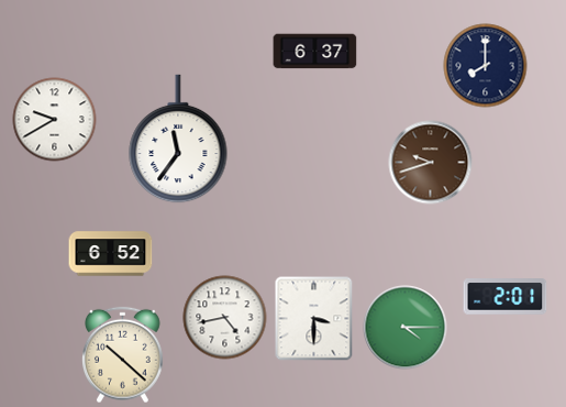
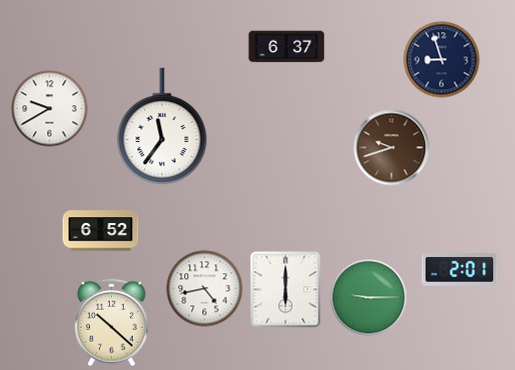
clock at (486, 66): 8:00 -> 8:57
clock at (314, 319): 3:30 -> 6:00
clock at (406, 328): 4:15 -> 9:15
